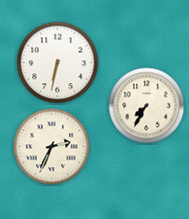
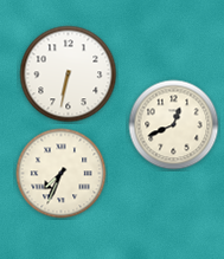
clock at (147, 106): 7:35 -> 12:41
clock at (52, 147): 2:34 -> 7:34
